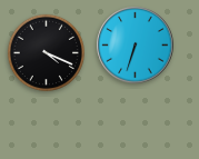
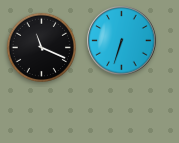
clock at (46, 52): 4:19 -> 11:19
